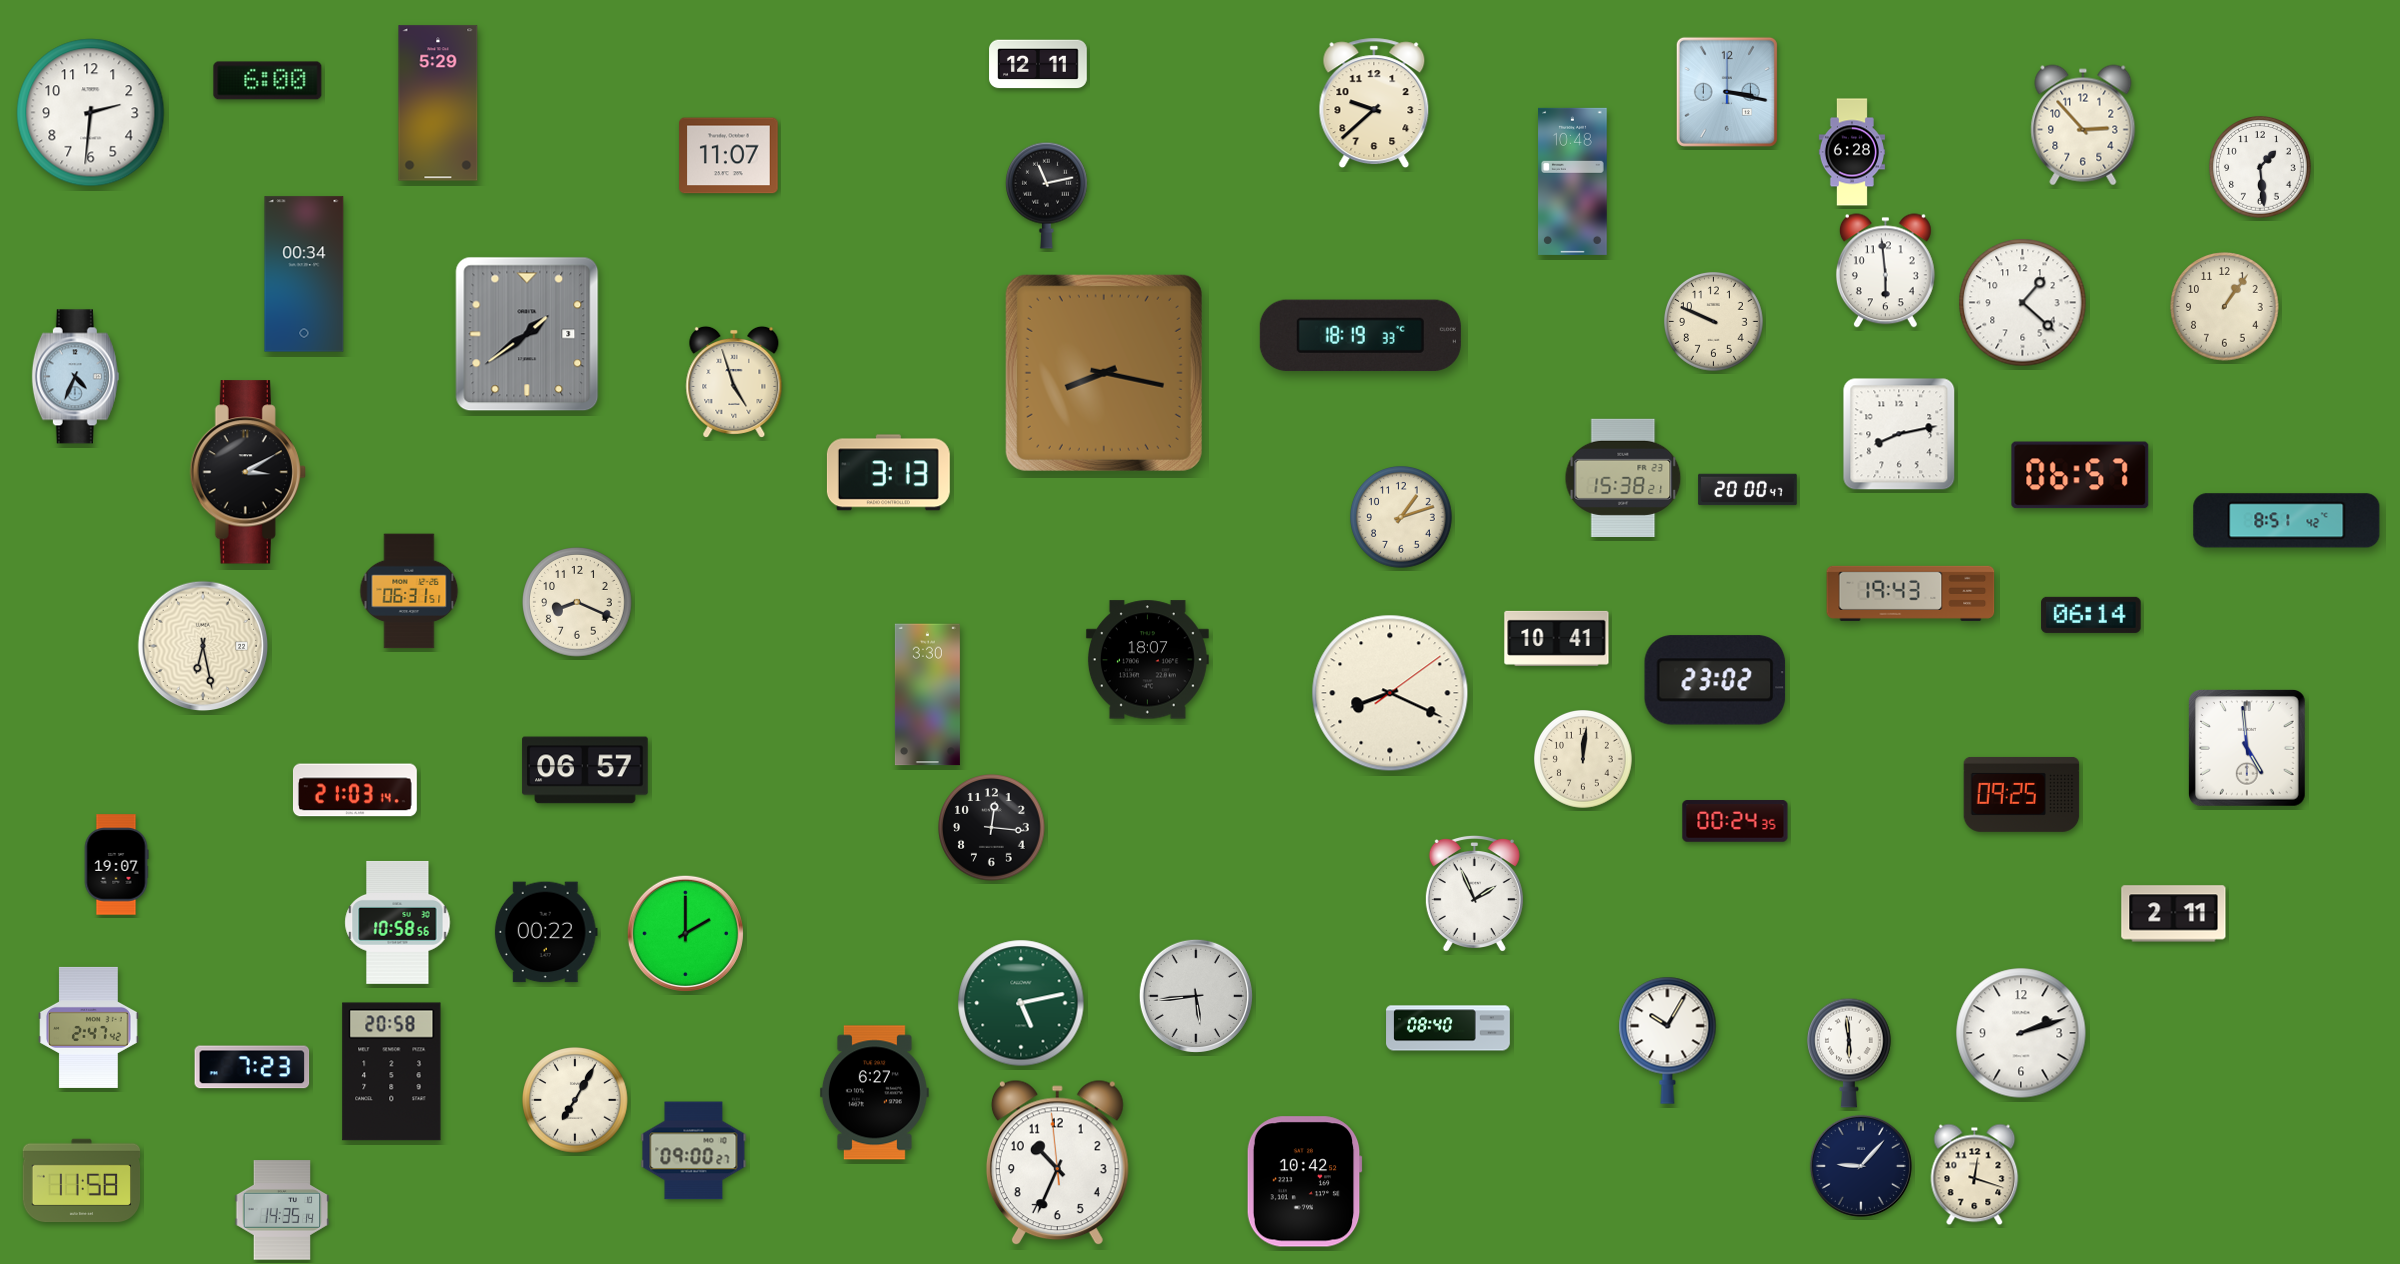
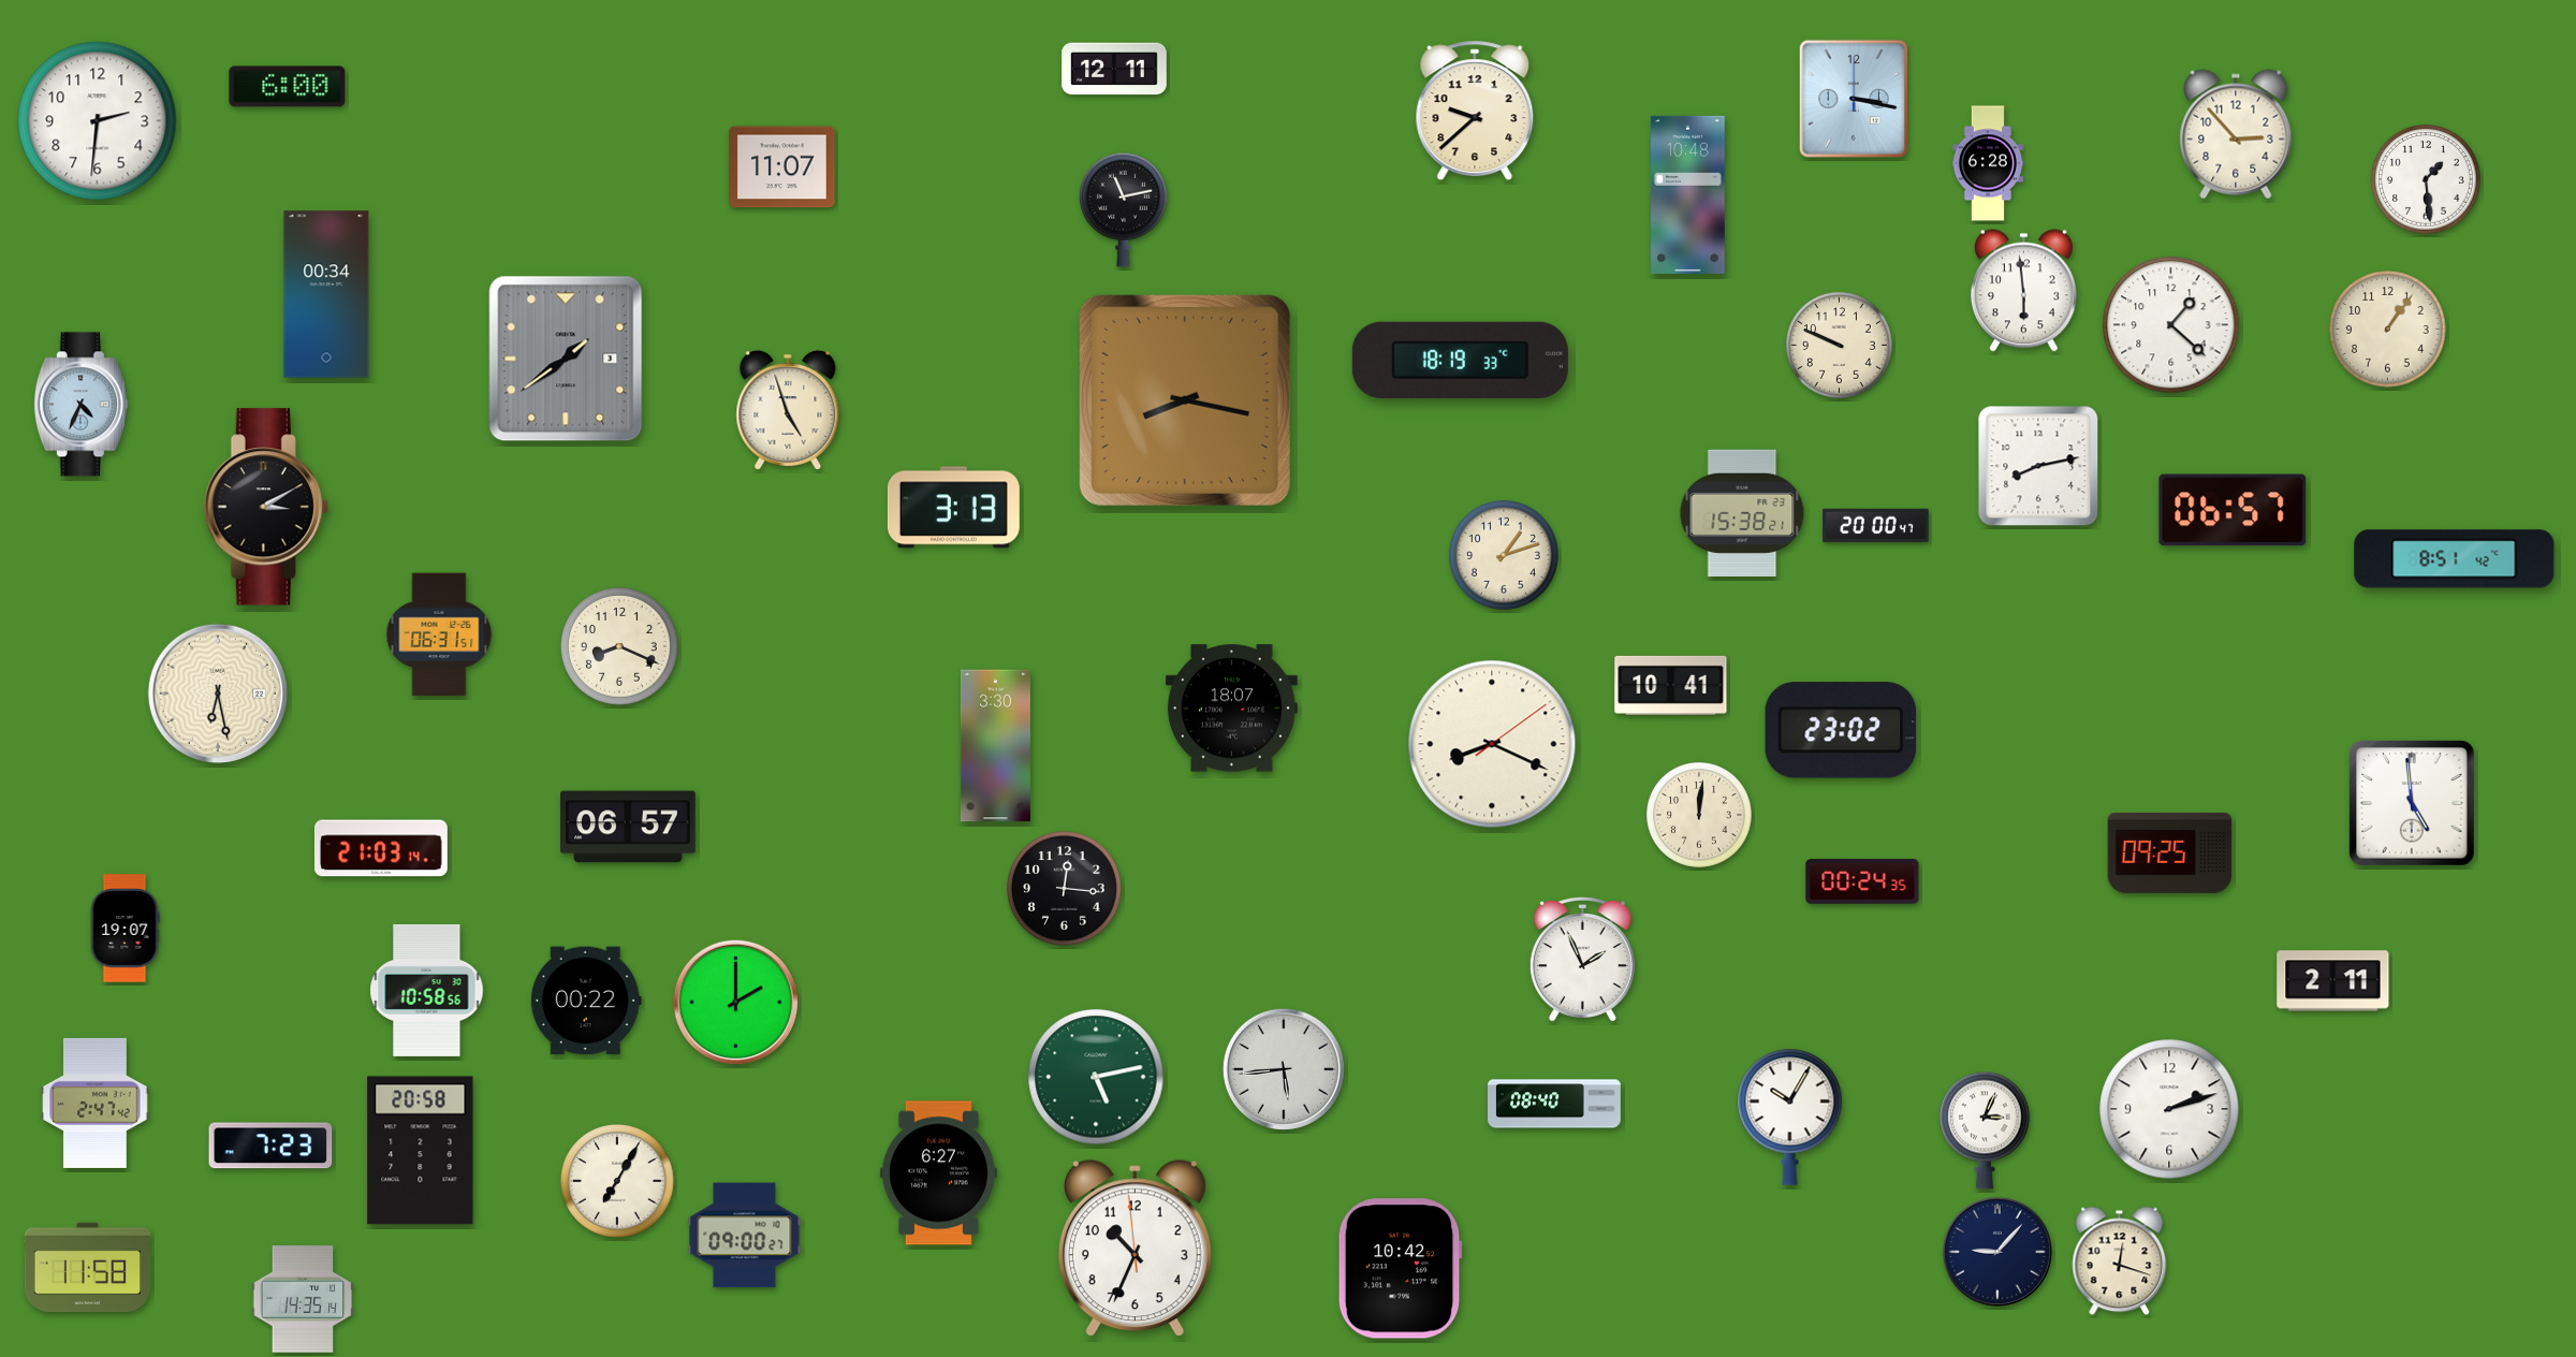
clock at (438, 103): 5:29 -> none
clock at (1911, 593): 19:43 -> none
clock at (2091, 615): 06:14 -> none
clock at (1850, 1053): 5:59 -> 3:04
